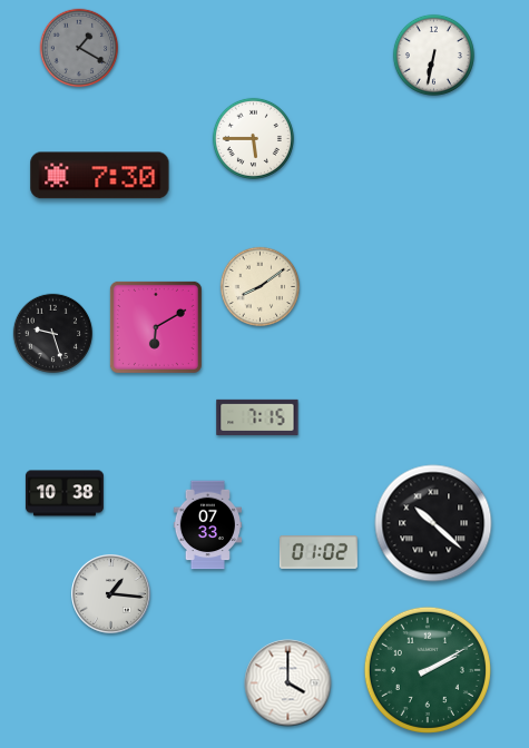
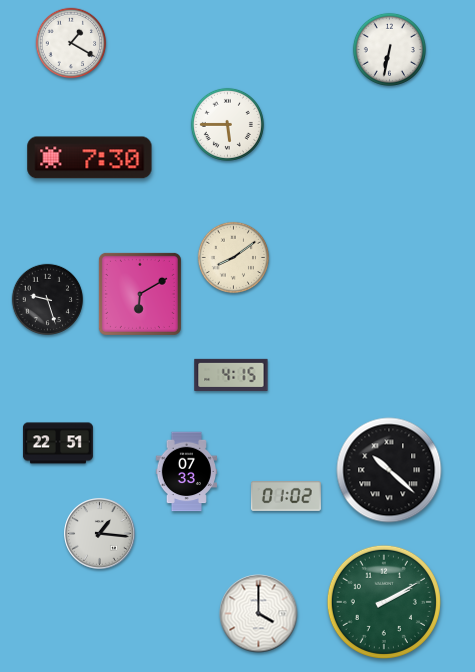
clock at (79, 48) dial: grey -> white
clock at (257, 417): 7:15 -> 4:15
clock at (65, 493): 10:38 -> 22:51
